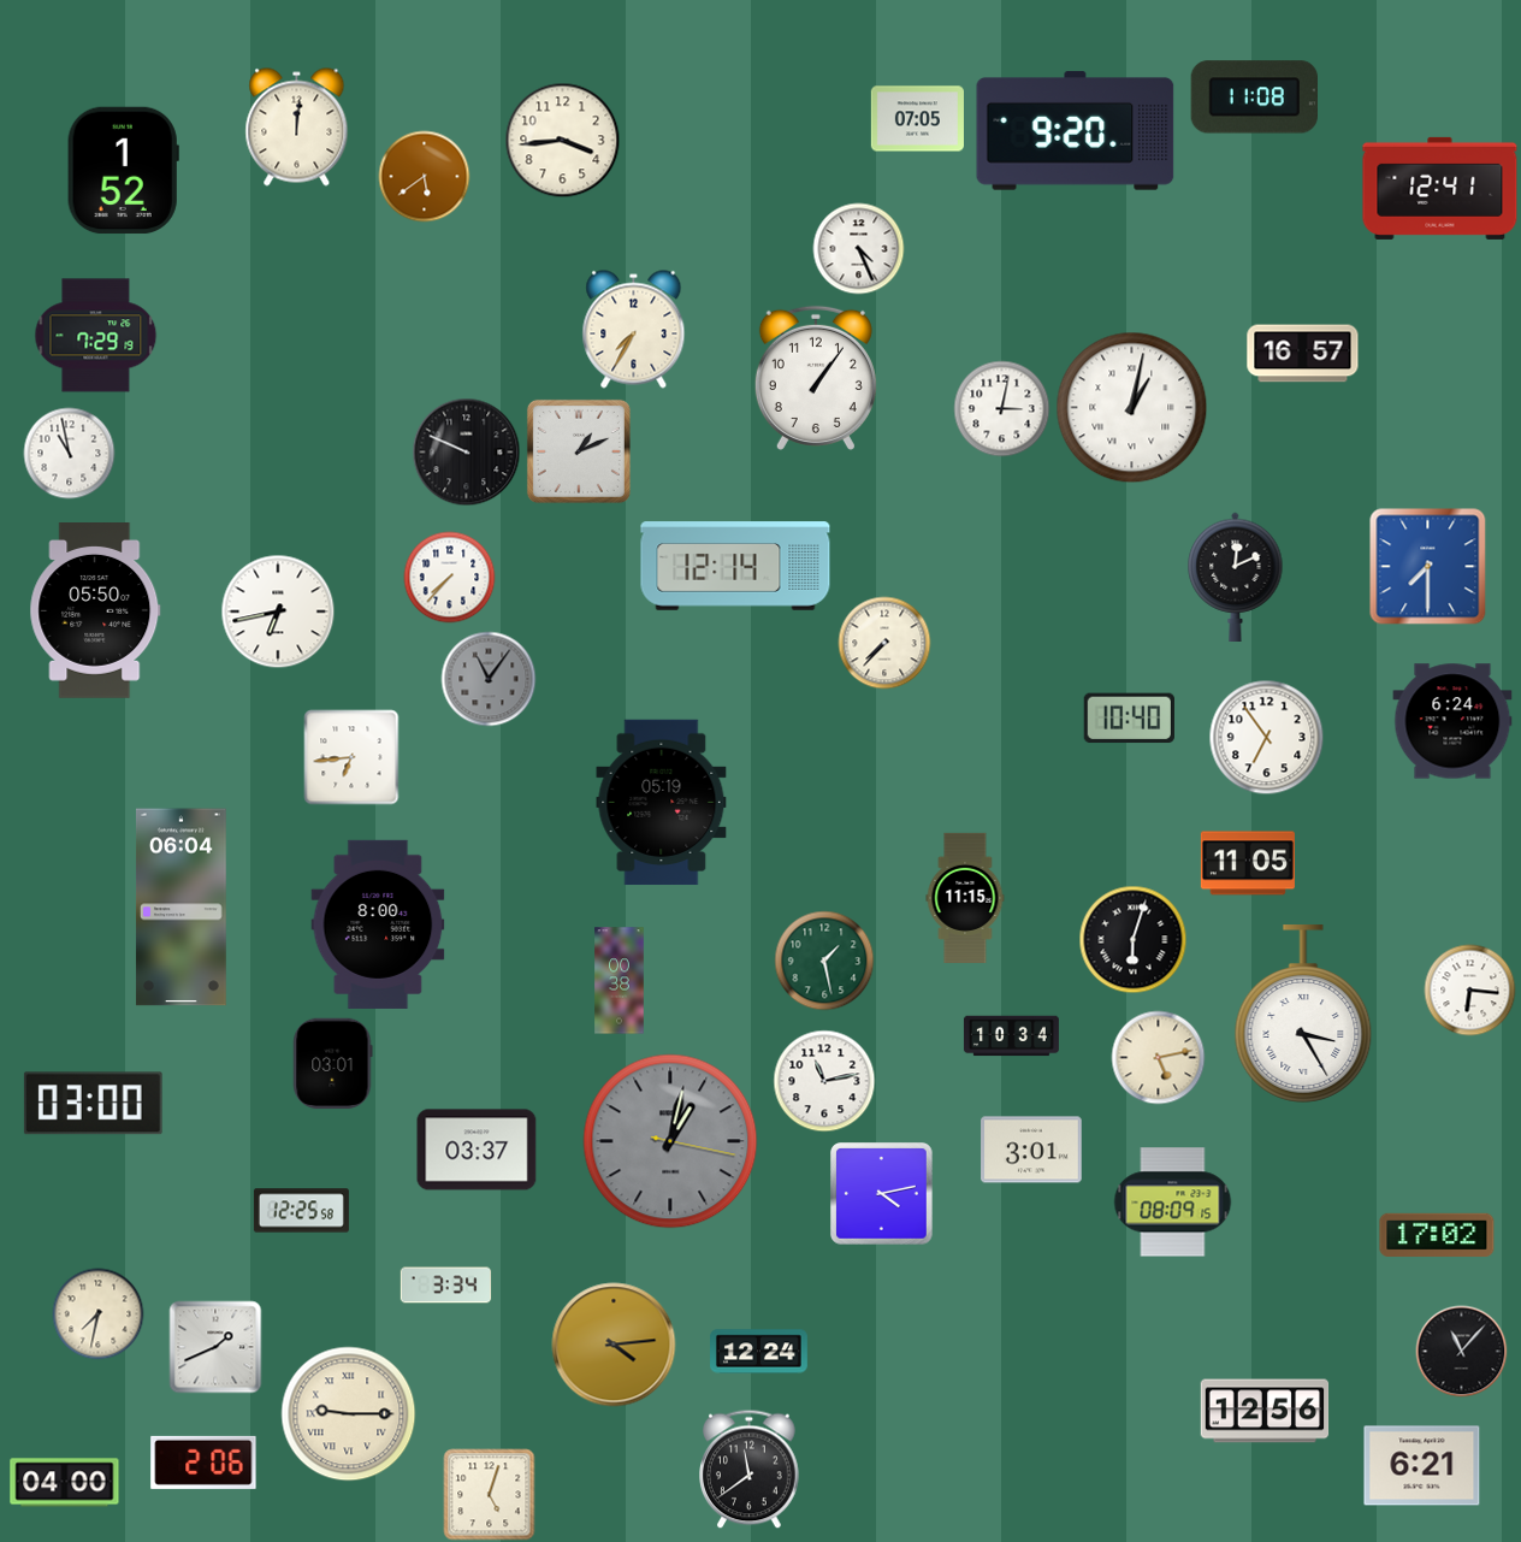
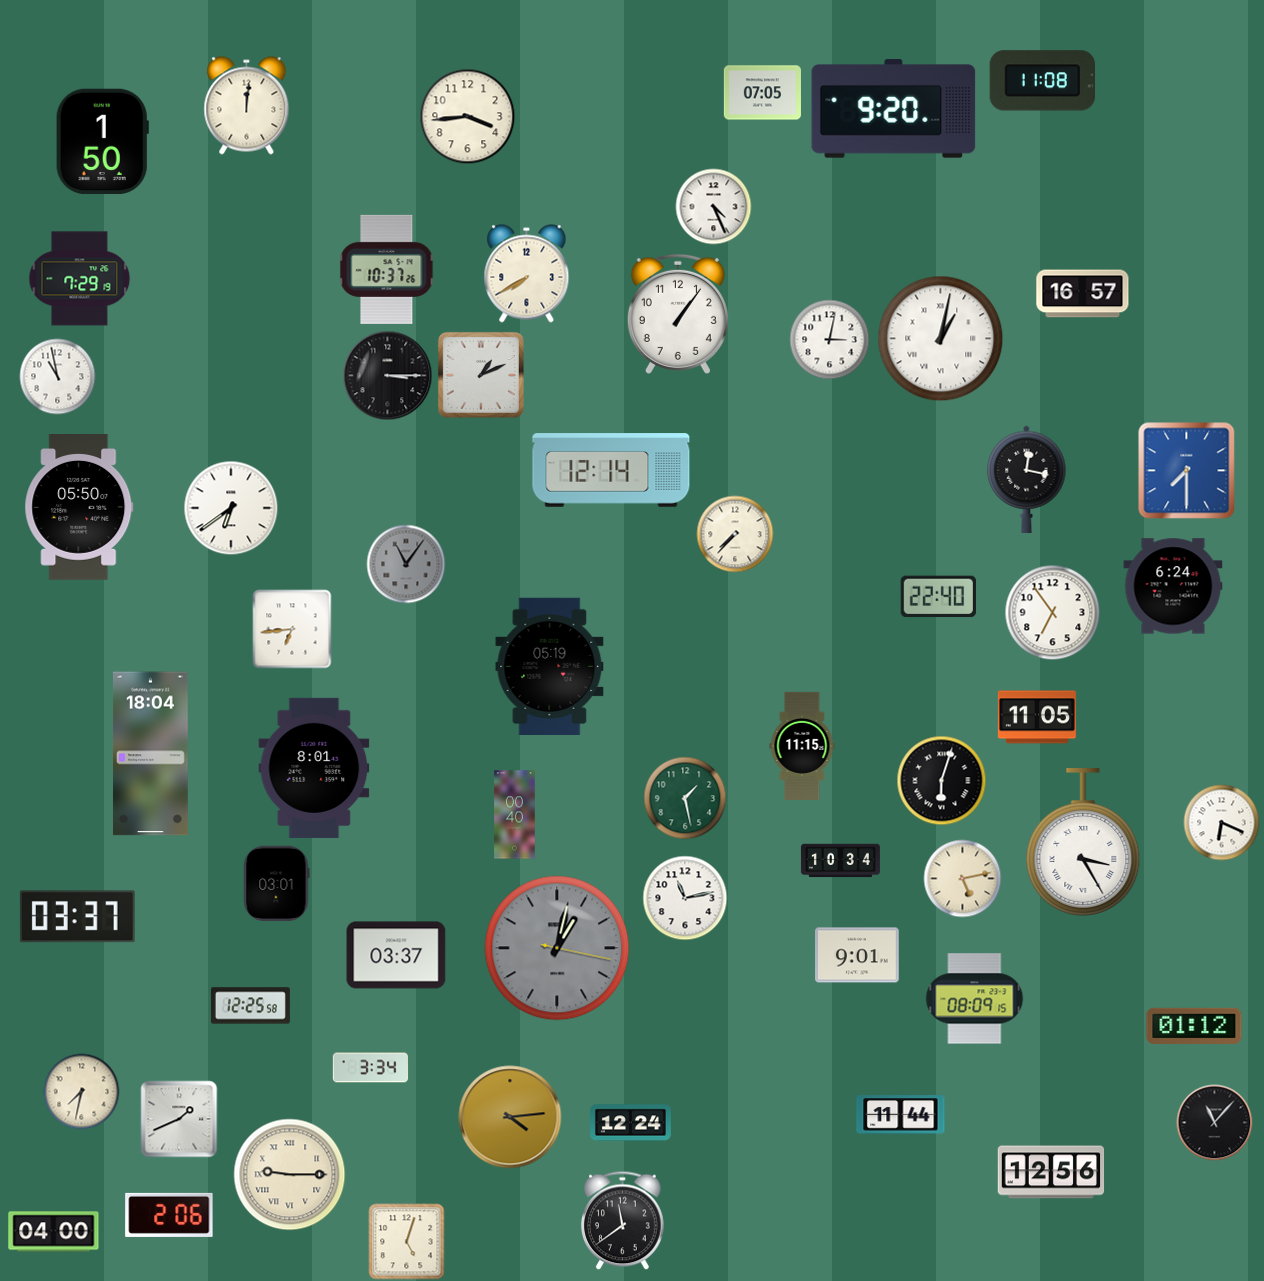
clock at (917, 119) position: (917, 119) -> (762, 93)
clock at (123, 171): 1:52 -> 1:50
clock at (425, 177): 5:39 -> none
clock at (1440, 188): 12:41 -> none
clock at (387, 269): none -> 10:37
clock at (634, 330): 7:35 -> 7:40
clock at (1002, 409) position: (1002, 409) -> (830, 340)
clock at (467, 453): 9:49 -> 3:15
clock at (1236, 577): 12:11 -> 12:17
clock at (450, 578): 7:37 -> none
clock at (278, 612): 6:43 -> 6:39
clock at (1129, 719): 10:40 -> 22:40
clock at (1452, 721) position: (1452, 721) -> (1173, 586)
clock at (180, 908): 06:04 -> 18:04
clock at (378, 924): 8:00 -> 8:01
clock at (620, 981): 00:38 -> 00:40
clock at (1470, 991): 6:16 -> 6:19
clock at (93, 1104): 03:00 -> 03:37
clock at (1031, 1150): 3:01 -> 9:01
clock at (882, 1194): 4:13 -> none
clock at (1437, 1235): 17:02 -> 01:12
clock at (901, 1115): none -> 11:44
clock at (1422, 1466): 6:21 -> none
